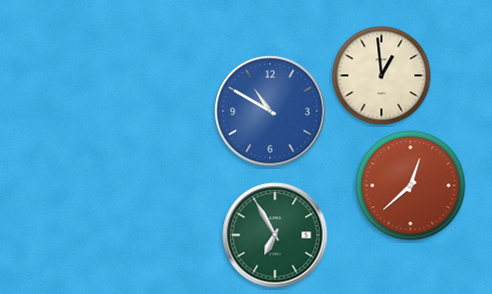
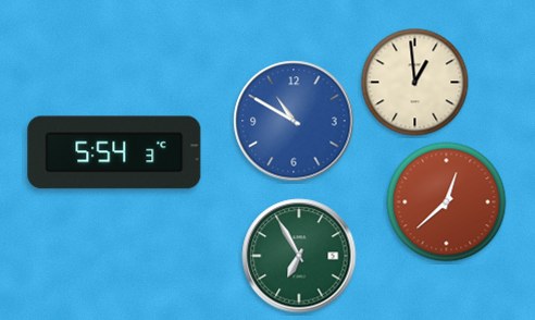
clock at (114, 152): none -> 5:54
